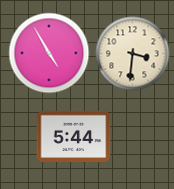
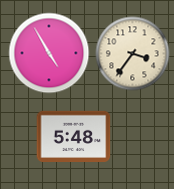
clock at (133, 54): 3:31 -> 3:36
clock at (74, 136): 5:44 -> 5:48
